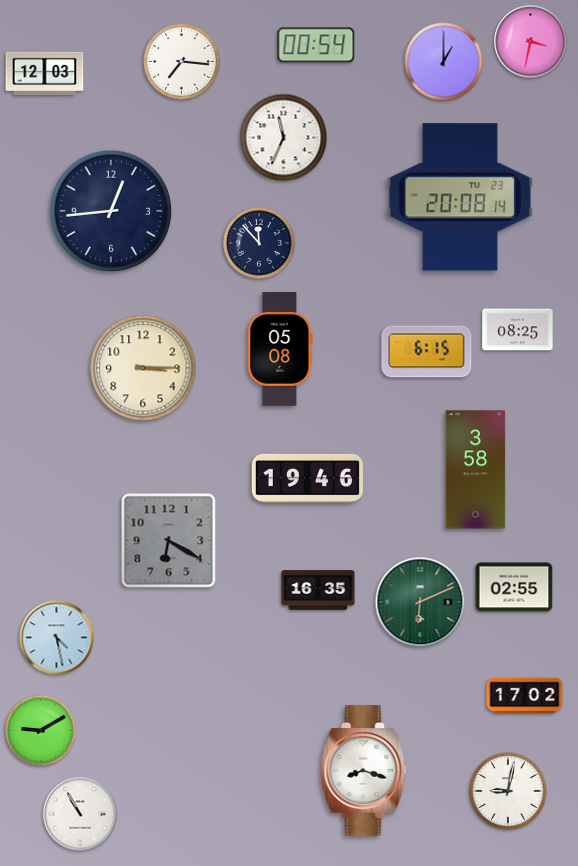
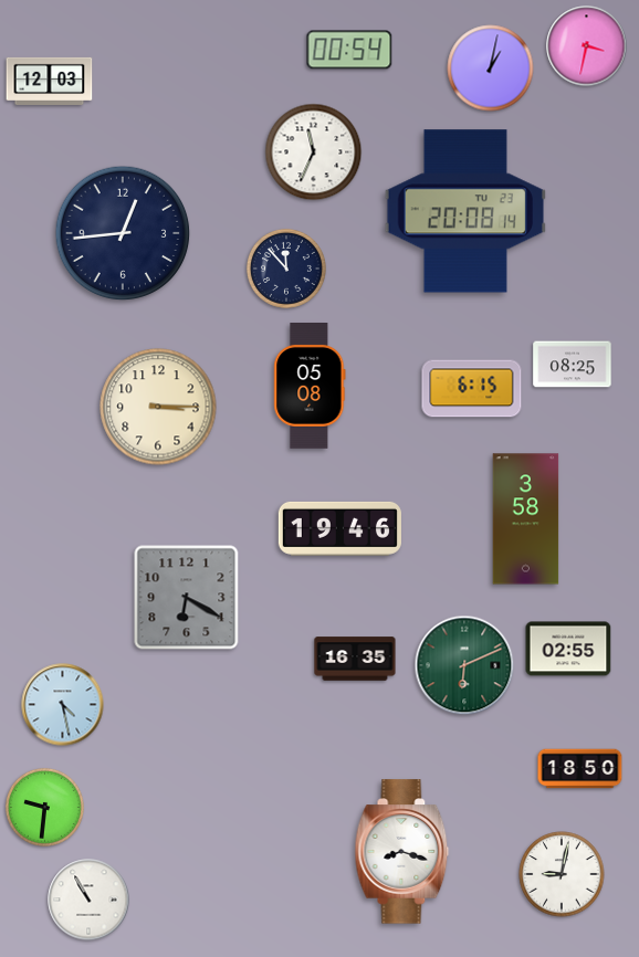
clock at (182, 62): 7:16 -> none
clock at (444, 62): 1:00 -> 1:02
clock at (460, 197) position: (460, 197) -> (465, 211)
clock at (318, 590) position: (318, 590) -> (355, 659)
clock at (525, 696): 17:02 -> 18:50
clock at (40, 730): 9:10 -> 9:31
